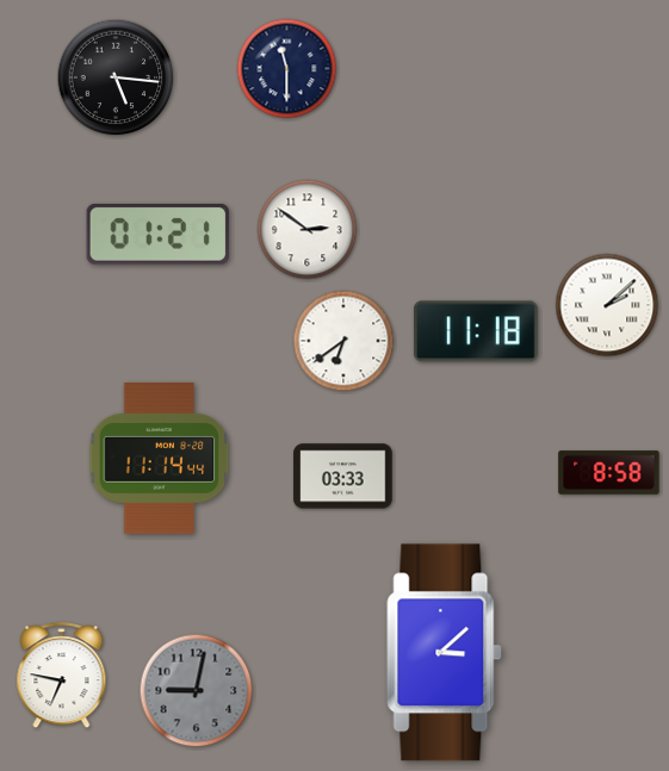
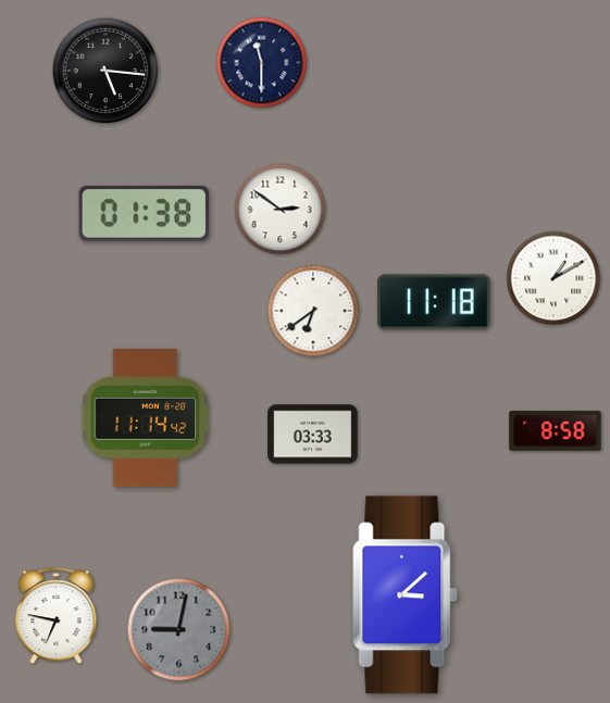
clock at (159, 234): 01:21 -> 01:38
clock at (607, 305): 2:08 -> 1:10
clock at (160, 459): 11:14:44 -> 11:14:42
